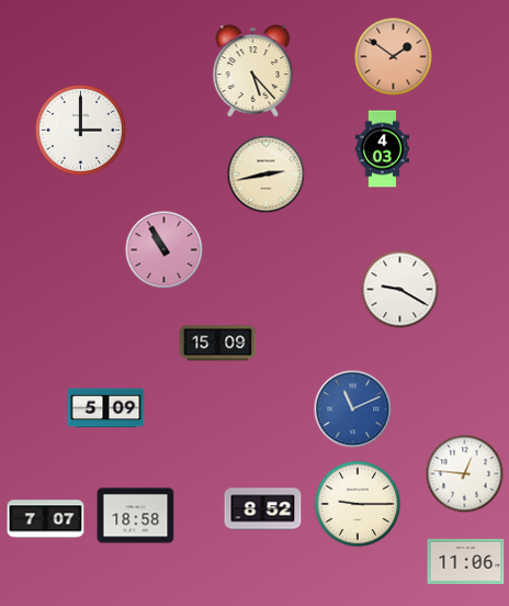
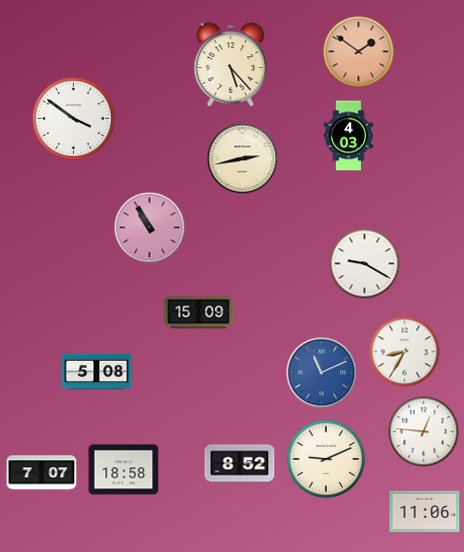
clock at (80, 130): 3:00 -> 3:51
clock at (405, 352): none -> 8:35
clock at (106, 408): 5:09 -> 5:08
clock at (358, 504): 9:15 -> 9:11
